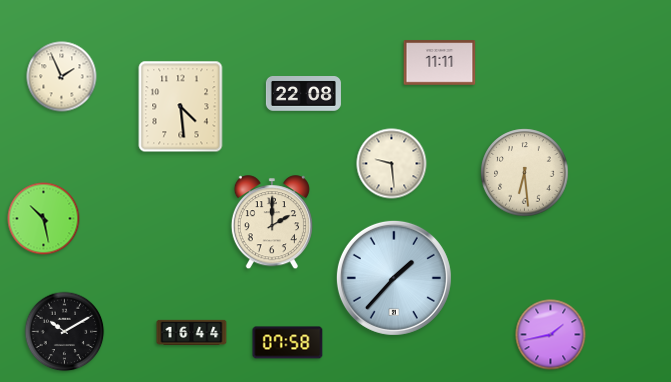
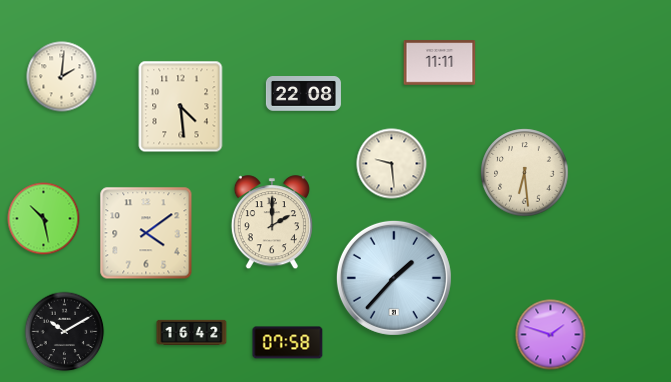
clock at (62, 77): 1:56 -> 2:01
clock at (146, 233): none -> 4:09
clock at (192, 332): 16:44 -> 16:42
clock at (551, 335): 1:43 -> 1:48
